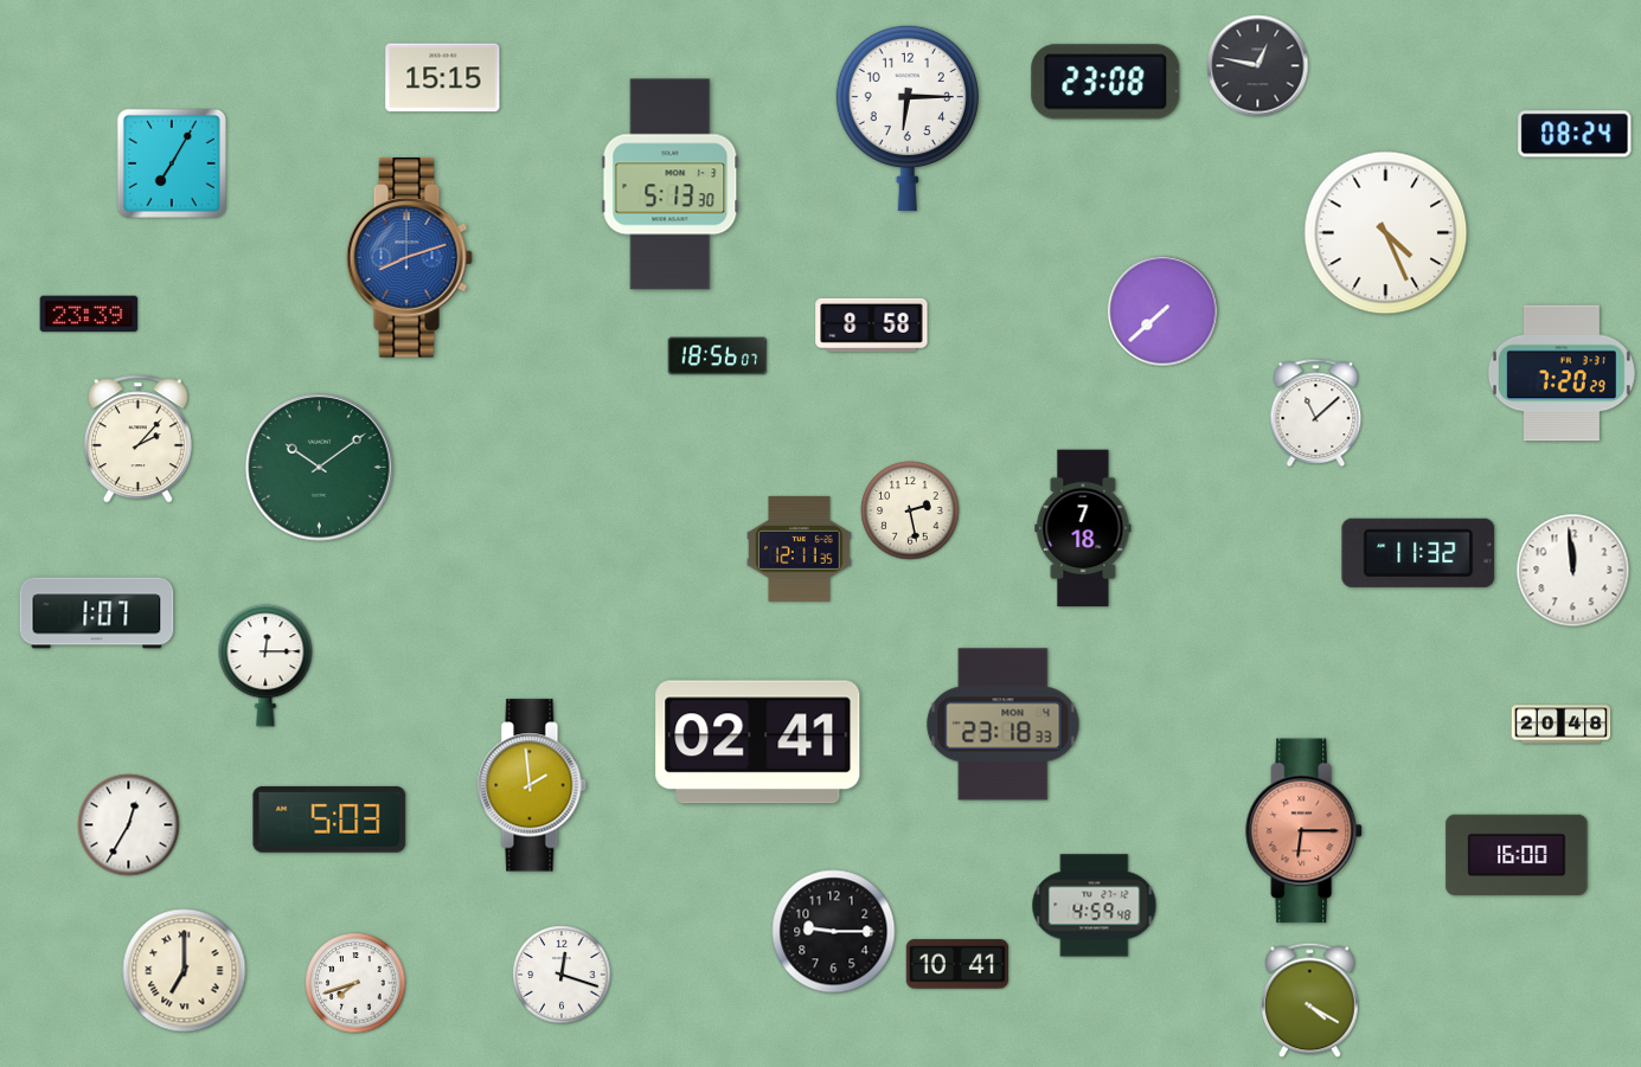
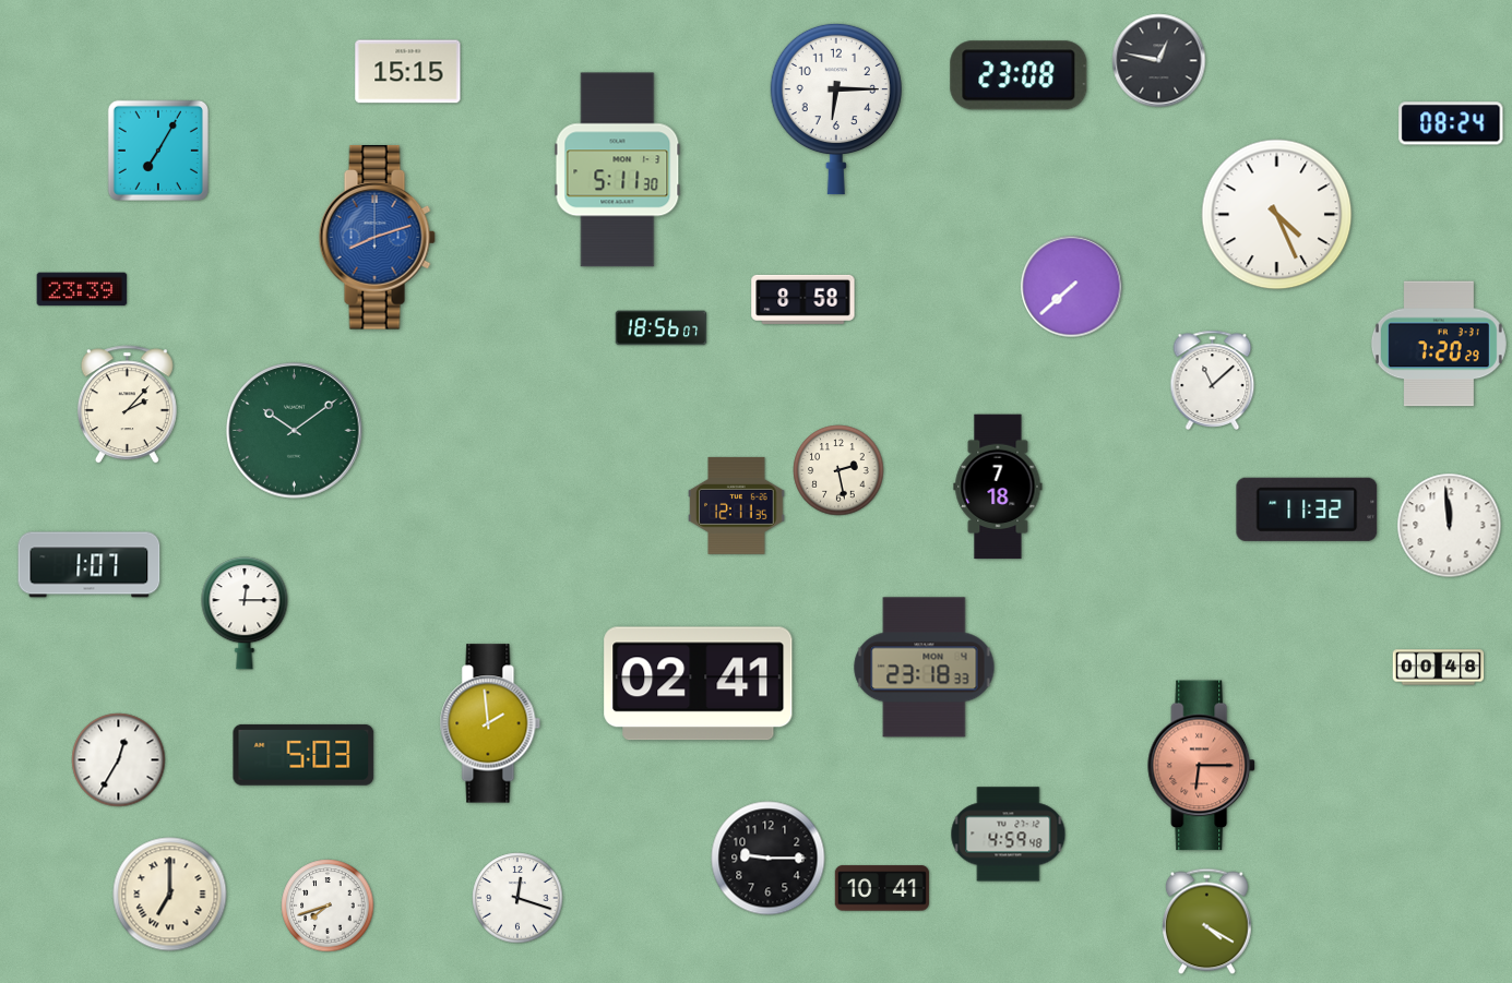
clock at (671, 185): 5:13 -> 5:11
clock at (1562, 725): 20:48 -> 00:48
clock at (1517, 855): 16:00 -> none
